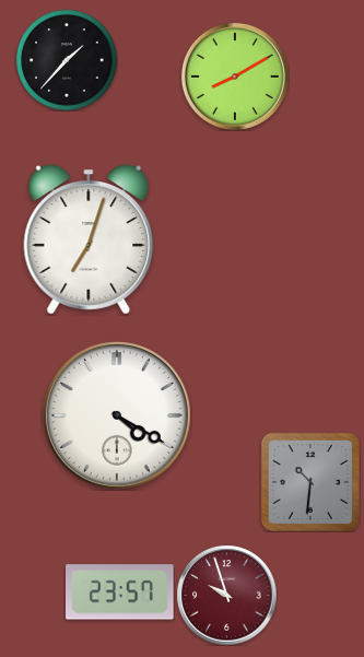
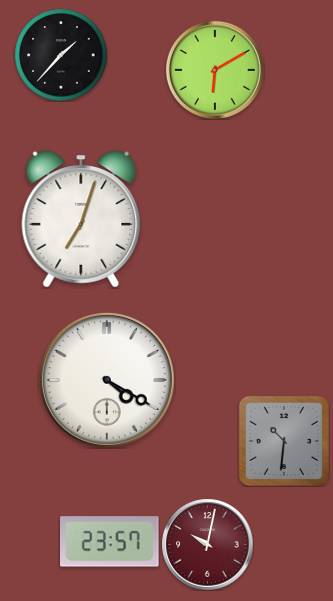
clock at (235, 77): 8:10 -> 6:10
clock at (226, 595): 9:57 -> 10:02
